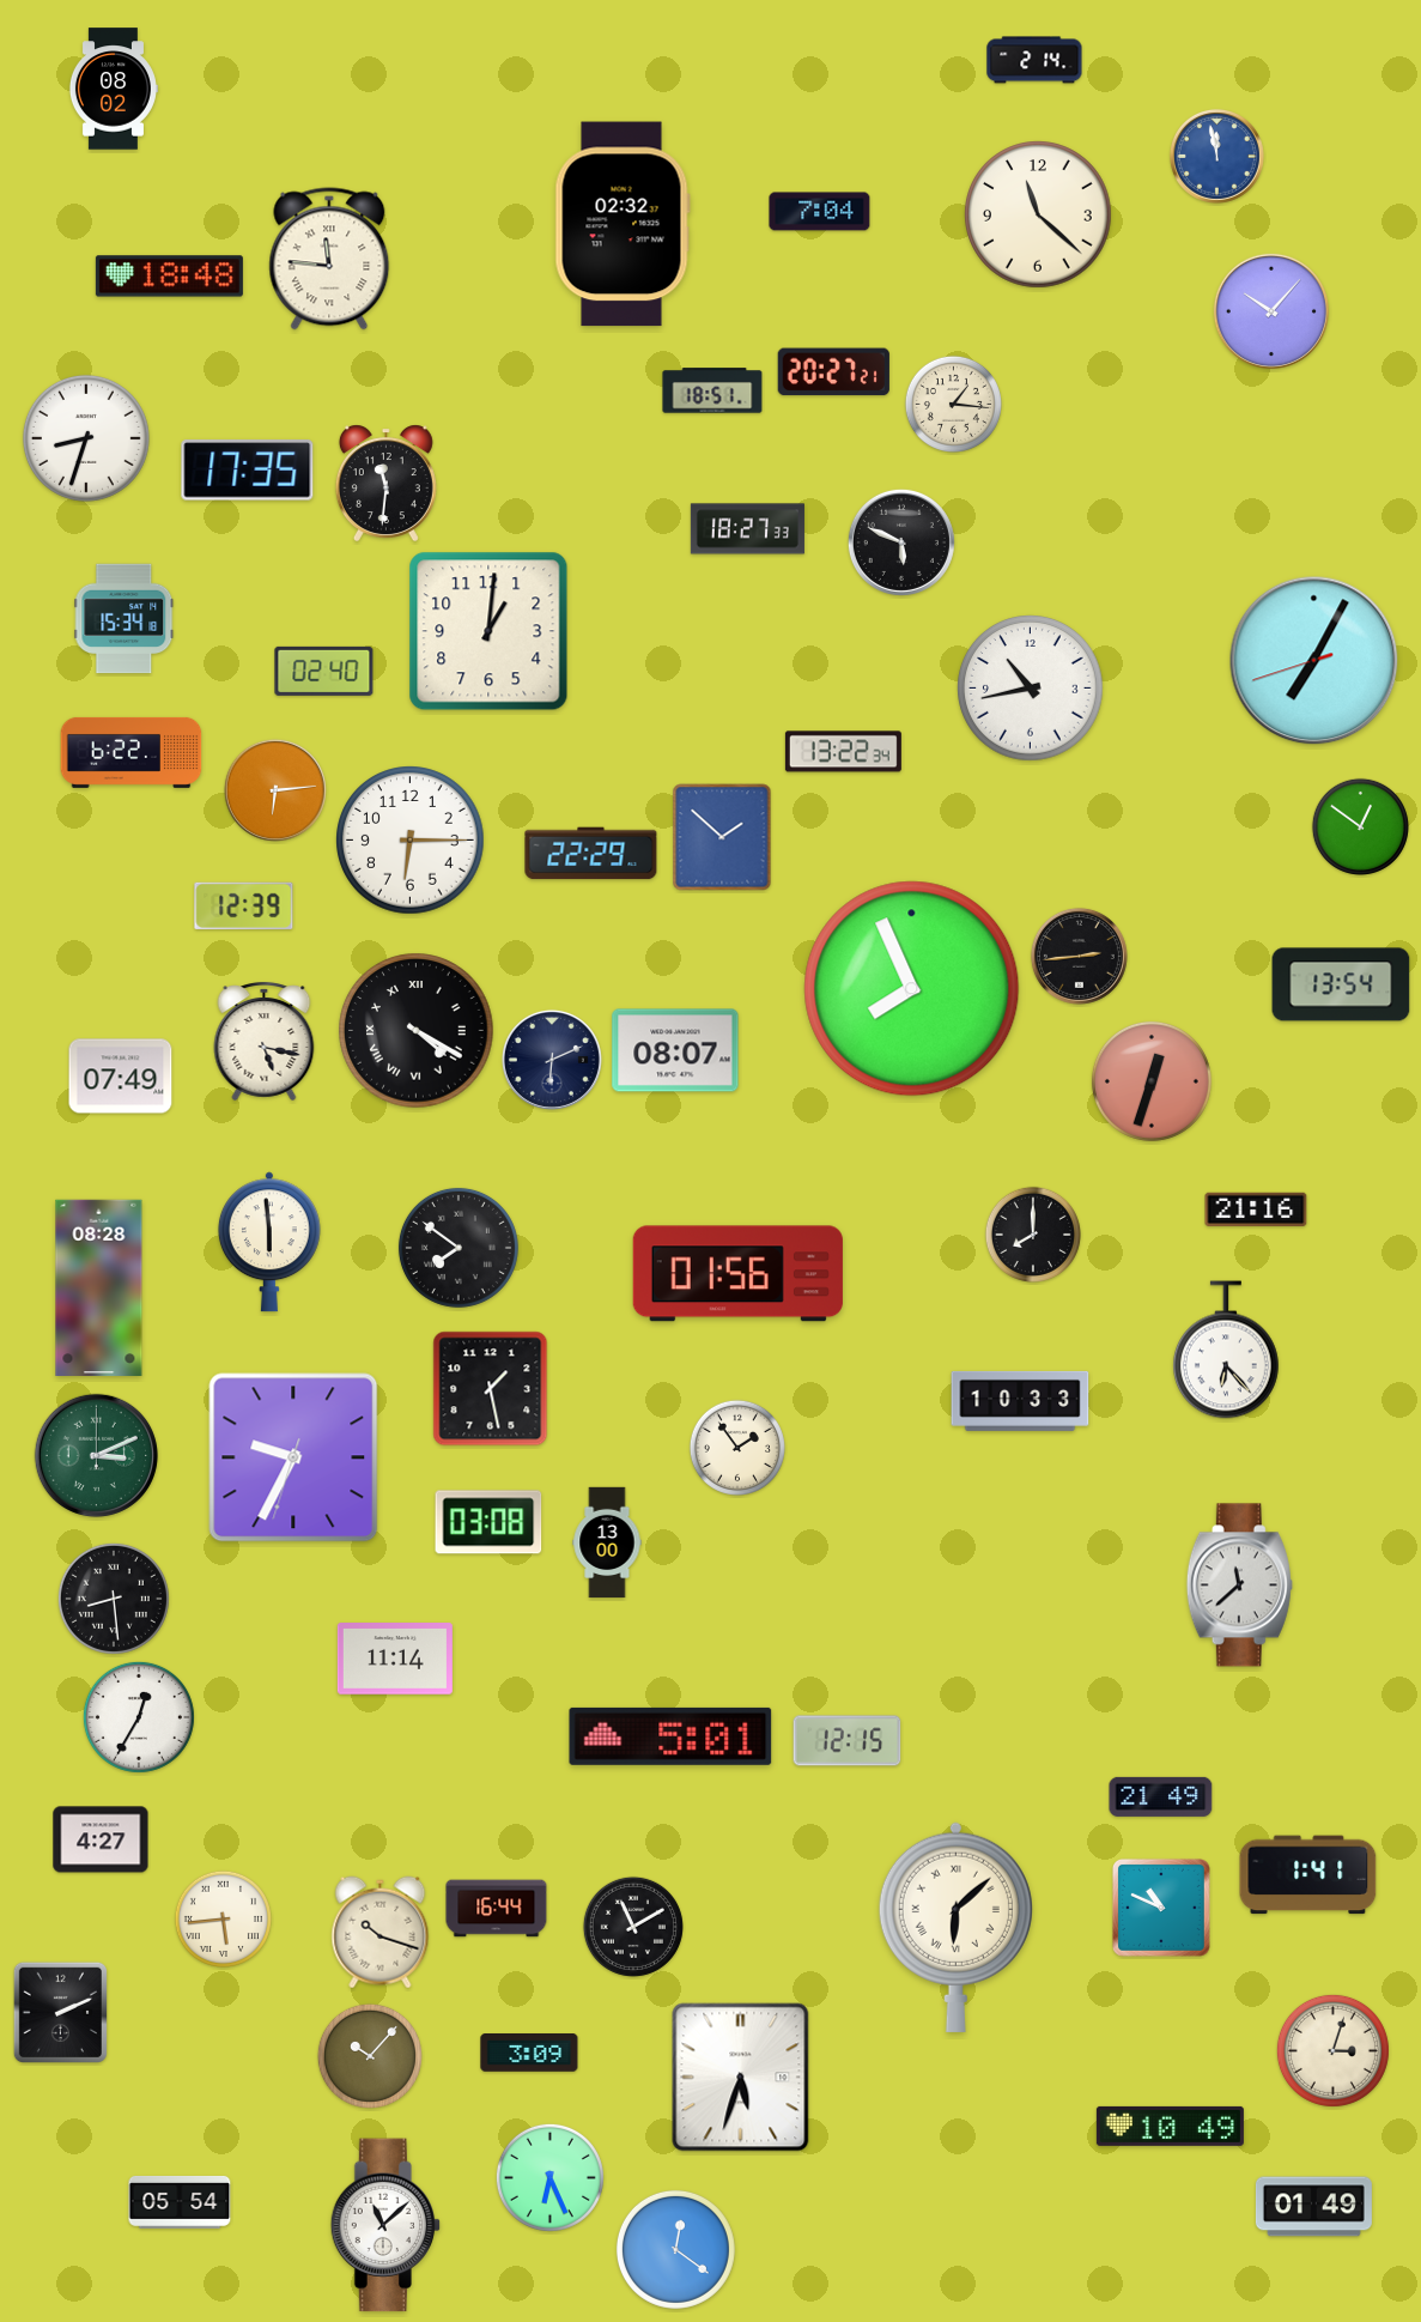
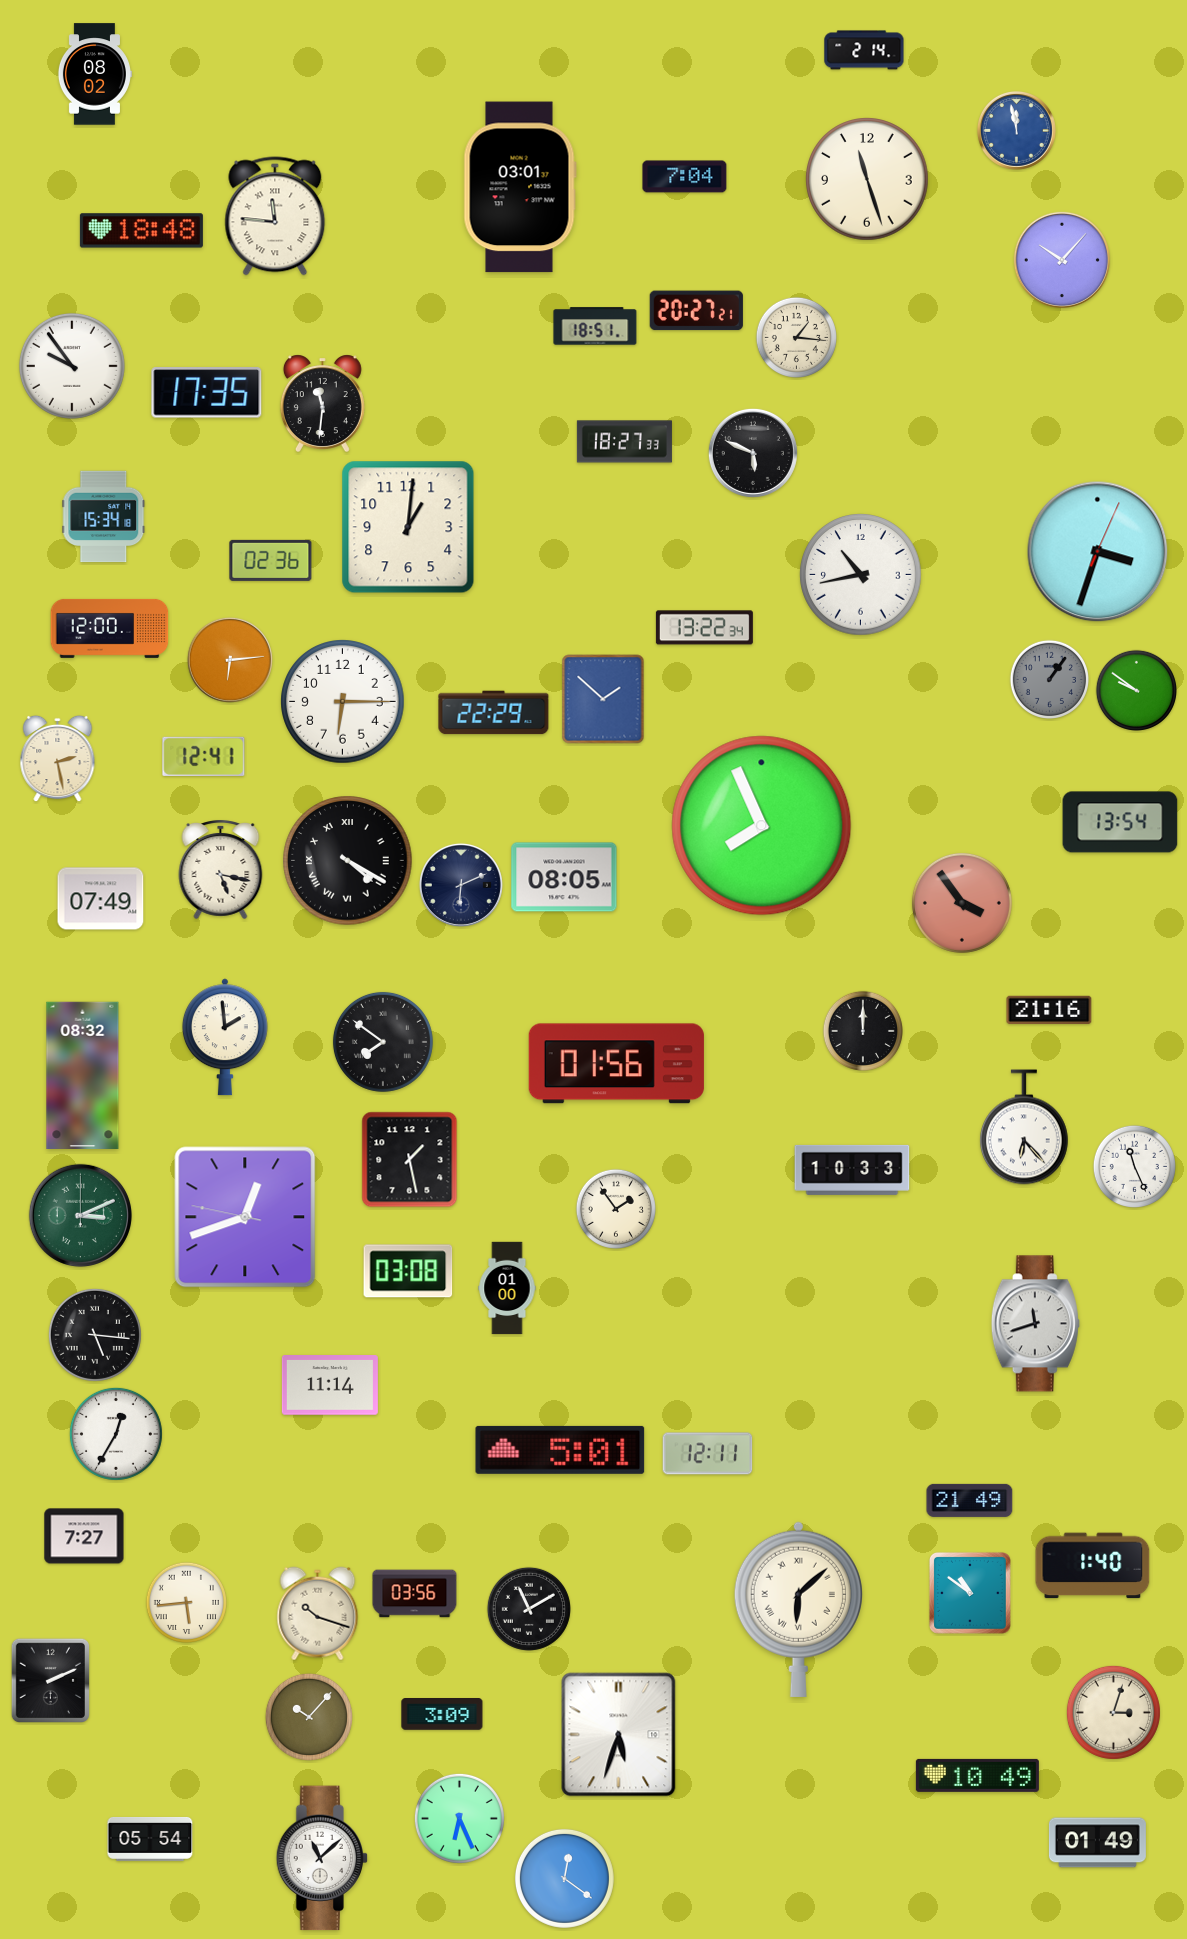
clock at (1038, 214): 11:22 -> 11:27
clock at (623, 224): 02:32 -> 03:01
clock at (86, 438): 8:33 -> 9:54
clock at (1314, 661): 7:04 -> 3:33
clock at (324, 671): 02:40 -> 02:36
clock at (132, 752): 6:22 -> 12:00
clock at (1049, 679): none -> 1:06
clock at (1360, 826): 12:51 -> 9:51
clock at (244, 905): 12:39 -> 12:41
clock at (58, 759): none -> 2:28
clock at (1079, 956): 2:44 -> none
clock at (675, 1050): 08:07 -> 08:05
clock at (1152, 1081): 12:33 -> 3:54
clock at (1032, 1233): 8:00 -> 12:00
clock at (269, 1242): 5:59 -> 1:59
clock at (99, 1287): 08:28 -> 08:32
clock at (1134, 1166): none -> 11:26
clock at (293, 1457): 9:34 -> 12:41
clock at (607, 1542): 13:00 -> 01:00
clock at (1239, 1586): 11:38 -> 11:42
clock at (114, 1599): 8:29 -> 5:16
clock at (848, 1741): 12:15 -> 12:11
clock at (101, 1839): 4:27 -> 7:27
clock at (1308, 1875): 1:41 -> 1:40
clock at (1161, 1908): 10:49 -> 10:51
clock at (497, 1909): 16:44 -> 03:56
